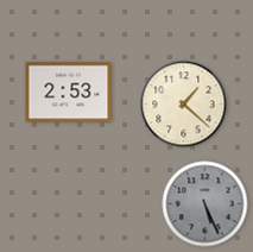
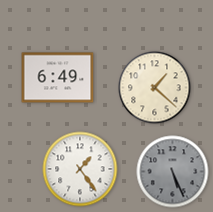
clock at (69, 93): 2:53 -> 6:49
clock at (80, 169): none -> 1:24
